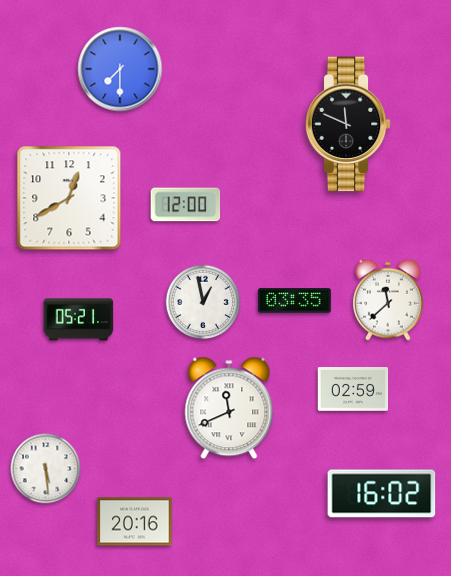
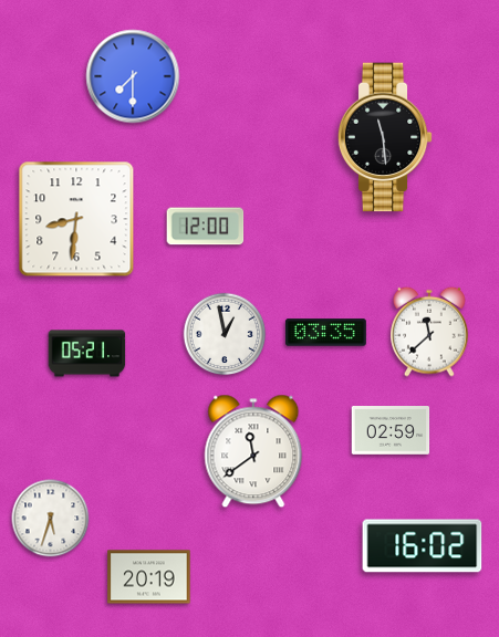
clock at (348, 124): 11:49 -> 11:29
clock at (69, 198): 12:40 -> 8:31
clock at (229, 408): 11:41 -> 11:39
clock at (46, 469): 5:29 -> 5:33
clock at (135, 522): 20:16 -> 20:19
